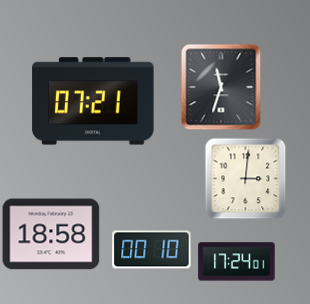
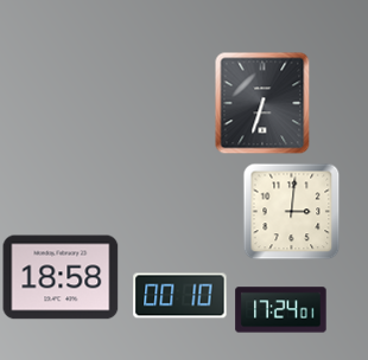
clock at (221, 87): 11:33 -> 6:33
clock at (93, 101): 07:21 -> none
